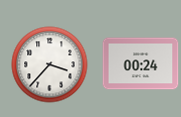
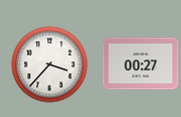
clock at (141, 64): 00:24 -> 00:27
